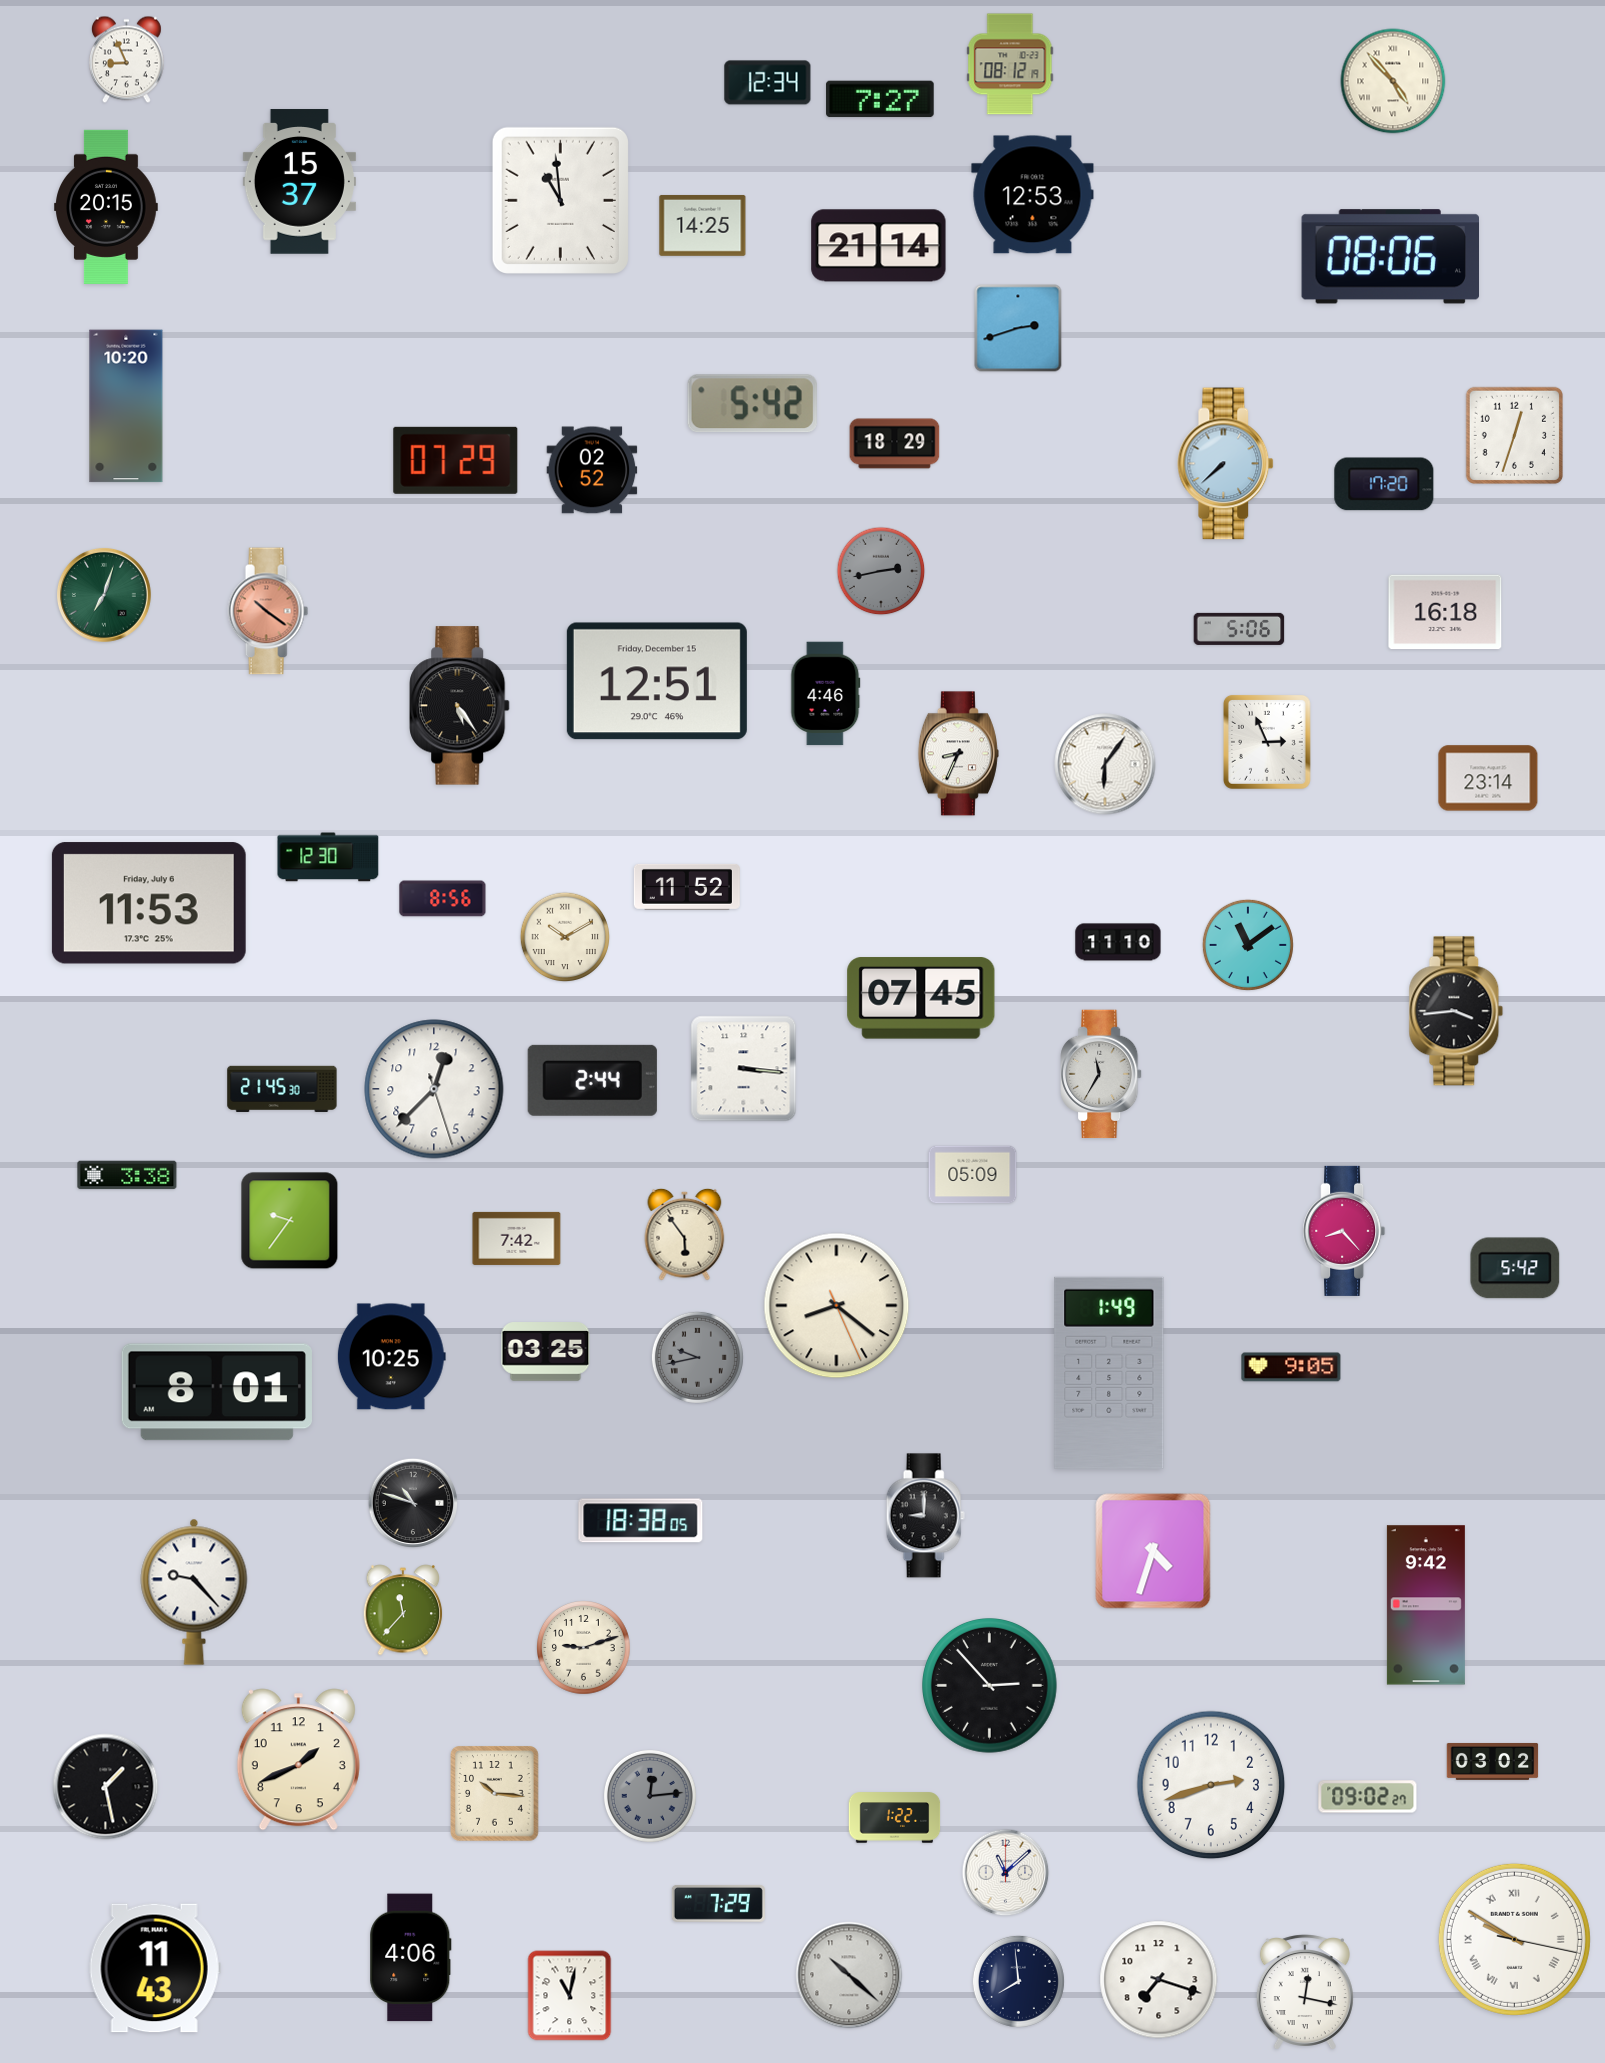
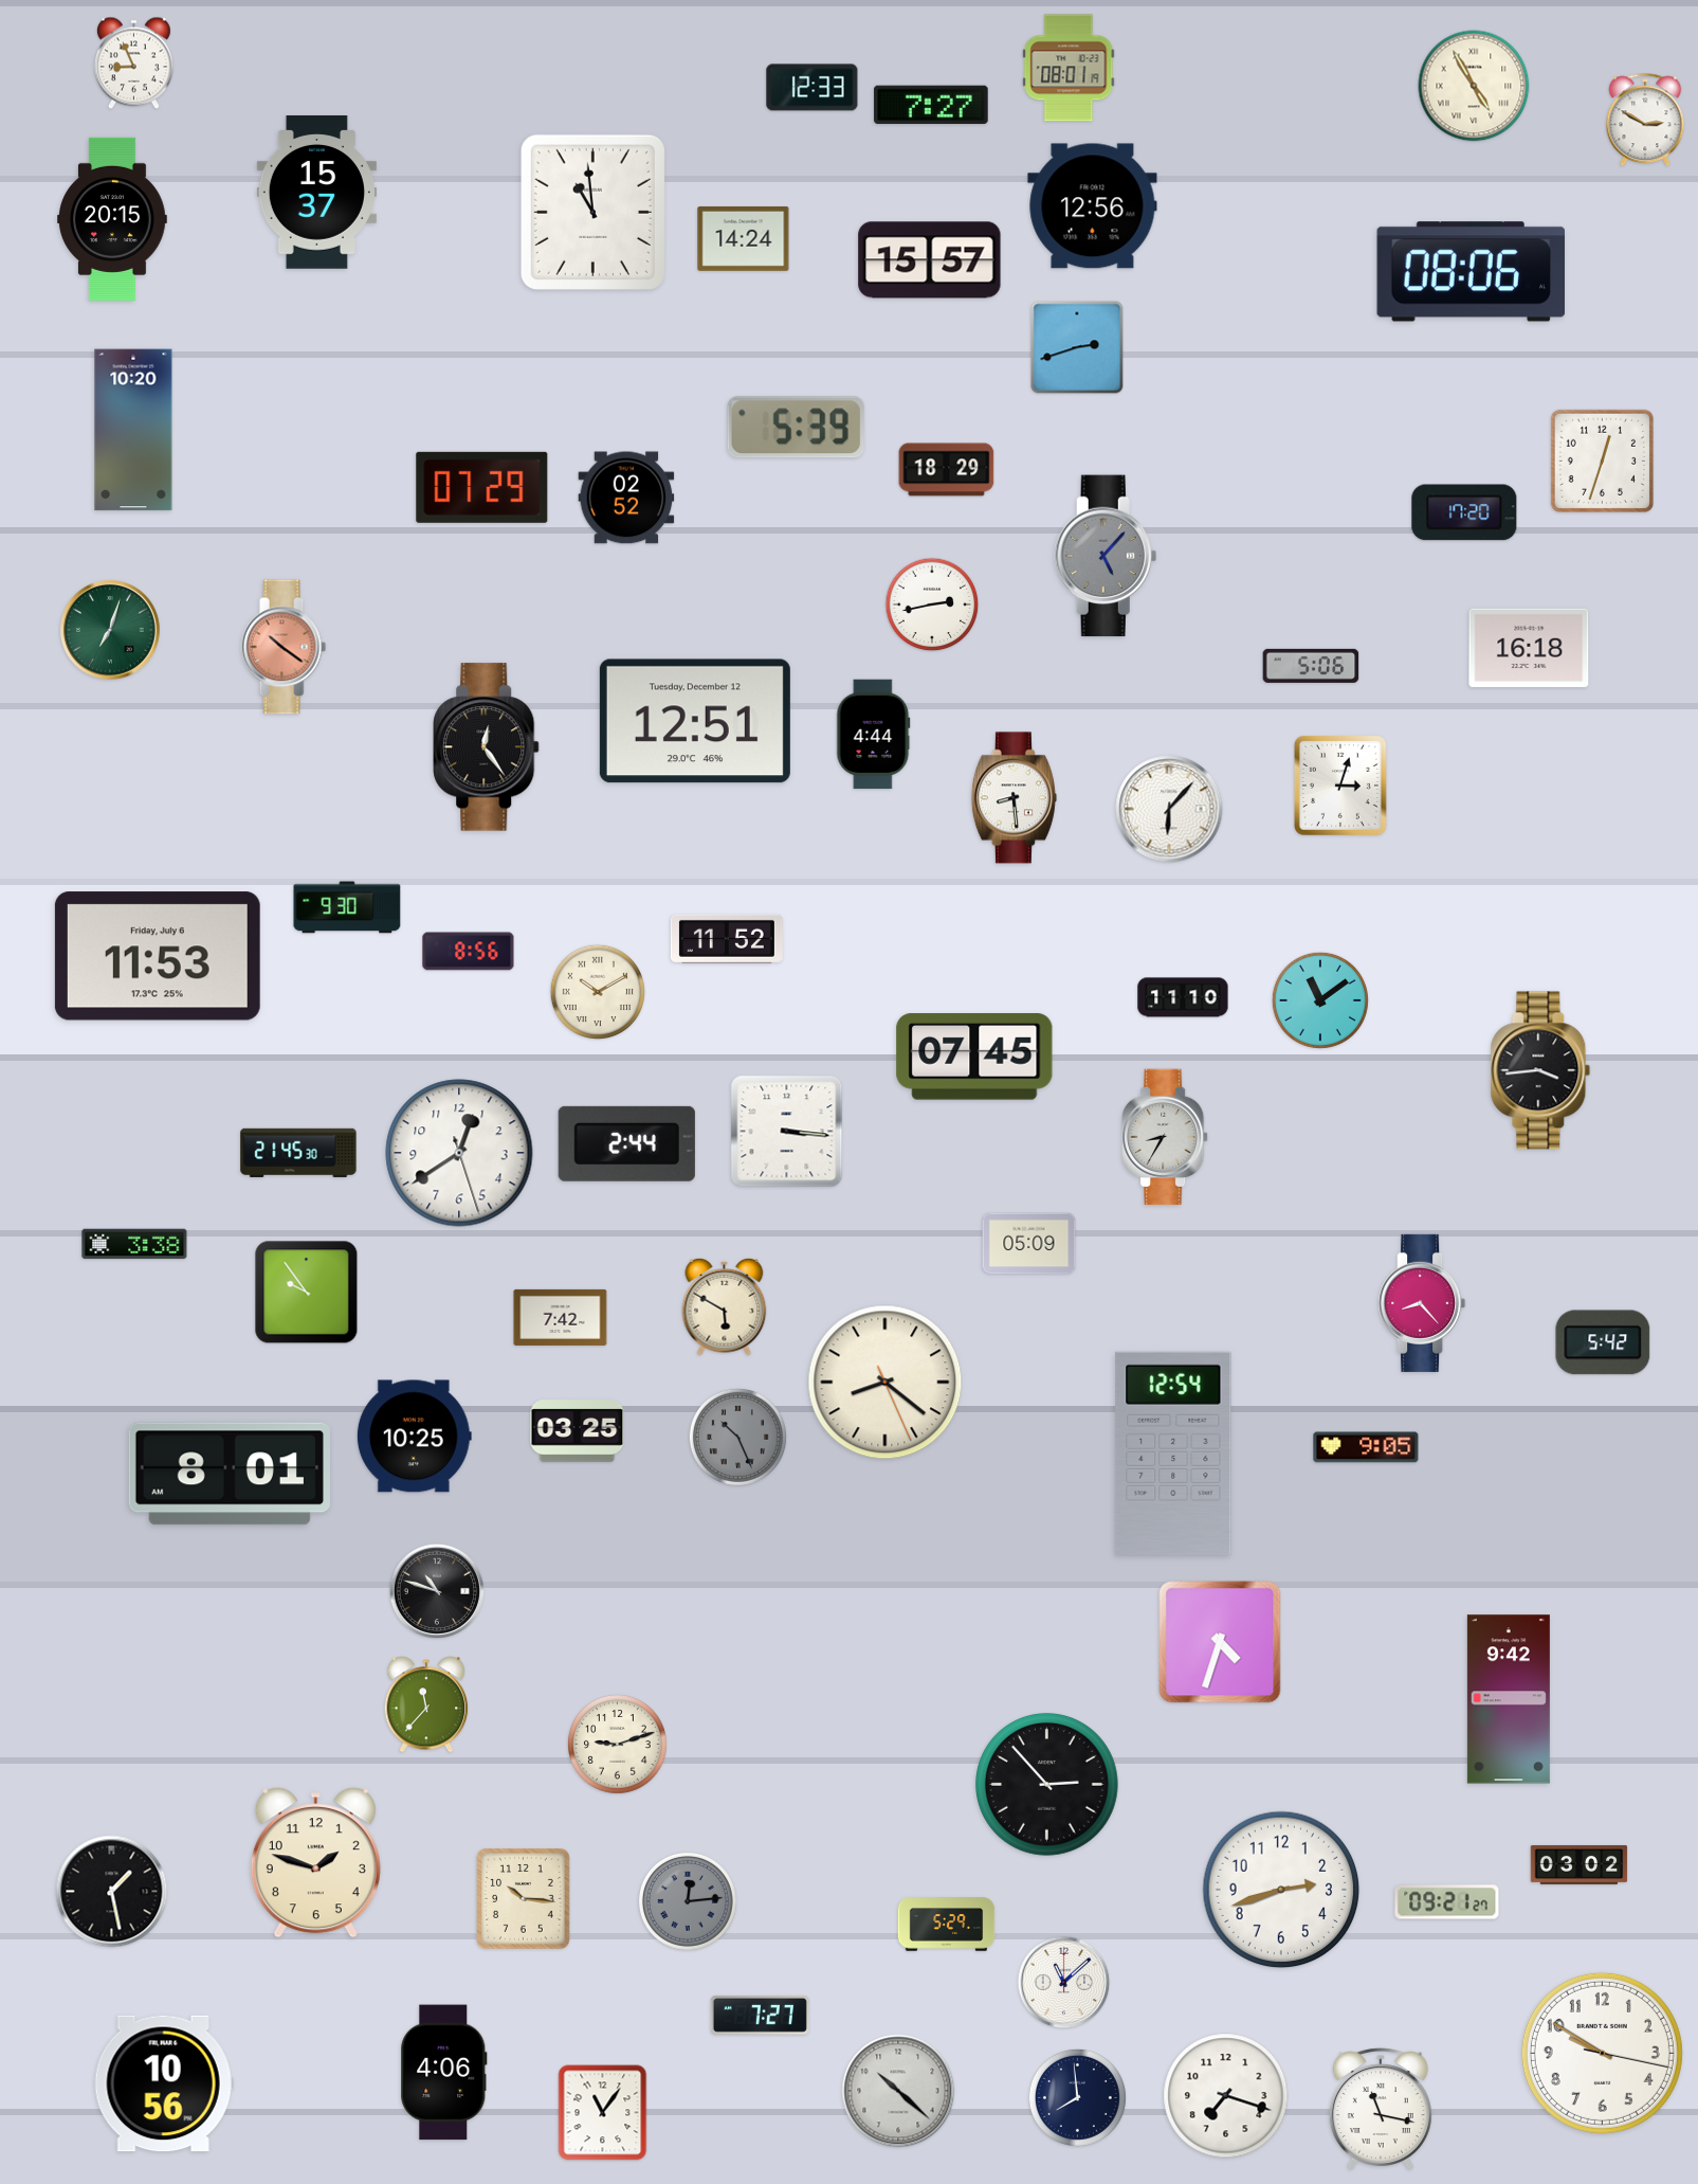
clock at (1010, 64): 08:12 -> 08:01
clock at (1393, 81): 4:53 -> 4:55
clock at (768, 83): 12:34 -> 12:33
clock at (1645, 121): none -> 2:50
clock at (1033, 195): 12:53 -> 12:56
clock at (703, 225): 14:25 -> 14:24
clock at (879, 246): 21:14 -> 15:57
clock at (752, 404): 5:42 -> 5:39
clock at (1226, 464): 7:38 -> none
clock at (1106, 556): none -> 5:07
clock at (881, 571) dial: grey -> white
clock at (657, 681) date: Friday, December 15 -> Tuesday, December 12
clock at (826, 694): 4:46 -> 4:44
clock at (460, 706): 5:24 -> 12:24
clock at (1267, 742): 2:56 -> 3:03
clock at (958, 754): 8:34 -> 8:29
clock at (1105, 764): 6:06 -> 6:07
clock at (1488, 778): 23:14 -> none
clock at (328, 857): 12:30 -> 9:30
clock at (1101, 1074): 11:35 -> 8:35
clock at (434, 1089): 12:37 -> 12:39
clock at (290, 1221): 9:36 -> 9:54
clock at (685, 1234): 5:54 -> 5:50
clock at (517, 1238) position: (517, 1238) -> (561, 1317)
clock at (697, 1357): 9:43 -> 10:26
clock at (1109, 1373): 1:49 -> 12:54
clock at (925, 1516): 9:00 -> none
clock at (641, 1521): 18:38 -> none
clock at (194, 1592): 9:23 -> none
clock at (298, 1760): 1:41 -> 1:48
clock at (1368, 1797): 09:02 -> 09:21
clock at (895, 1818): 1:22 -> 5:29
clock at (718, 1903): 7:29 -> 7:27
clock at (1514, 1939) numerals: Roman -> Arabic
clock at (411, 1958) position: (411, 1958) -> (444, 2073)
clock at (155, 1968): 11:43 -> 10:56
clock at (1305, 1992): 12:17 -> 11:17
clock at (570, 1996): 11:02 -> 11:06
